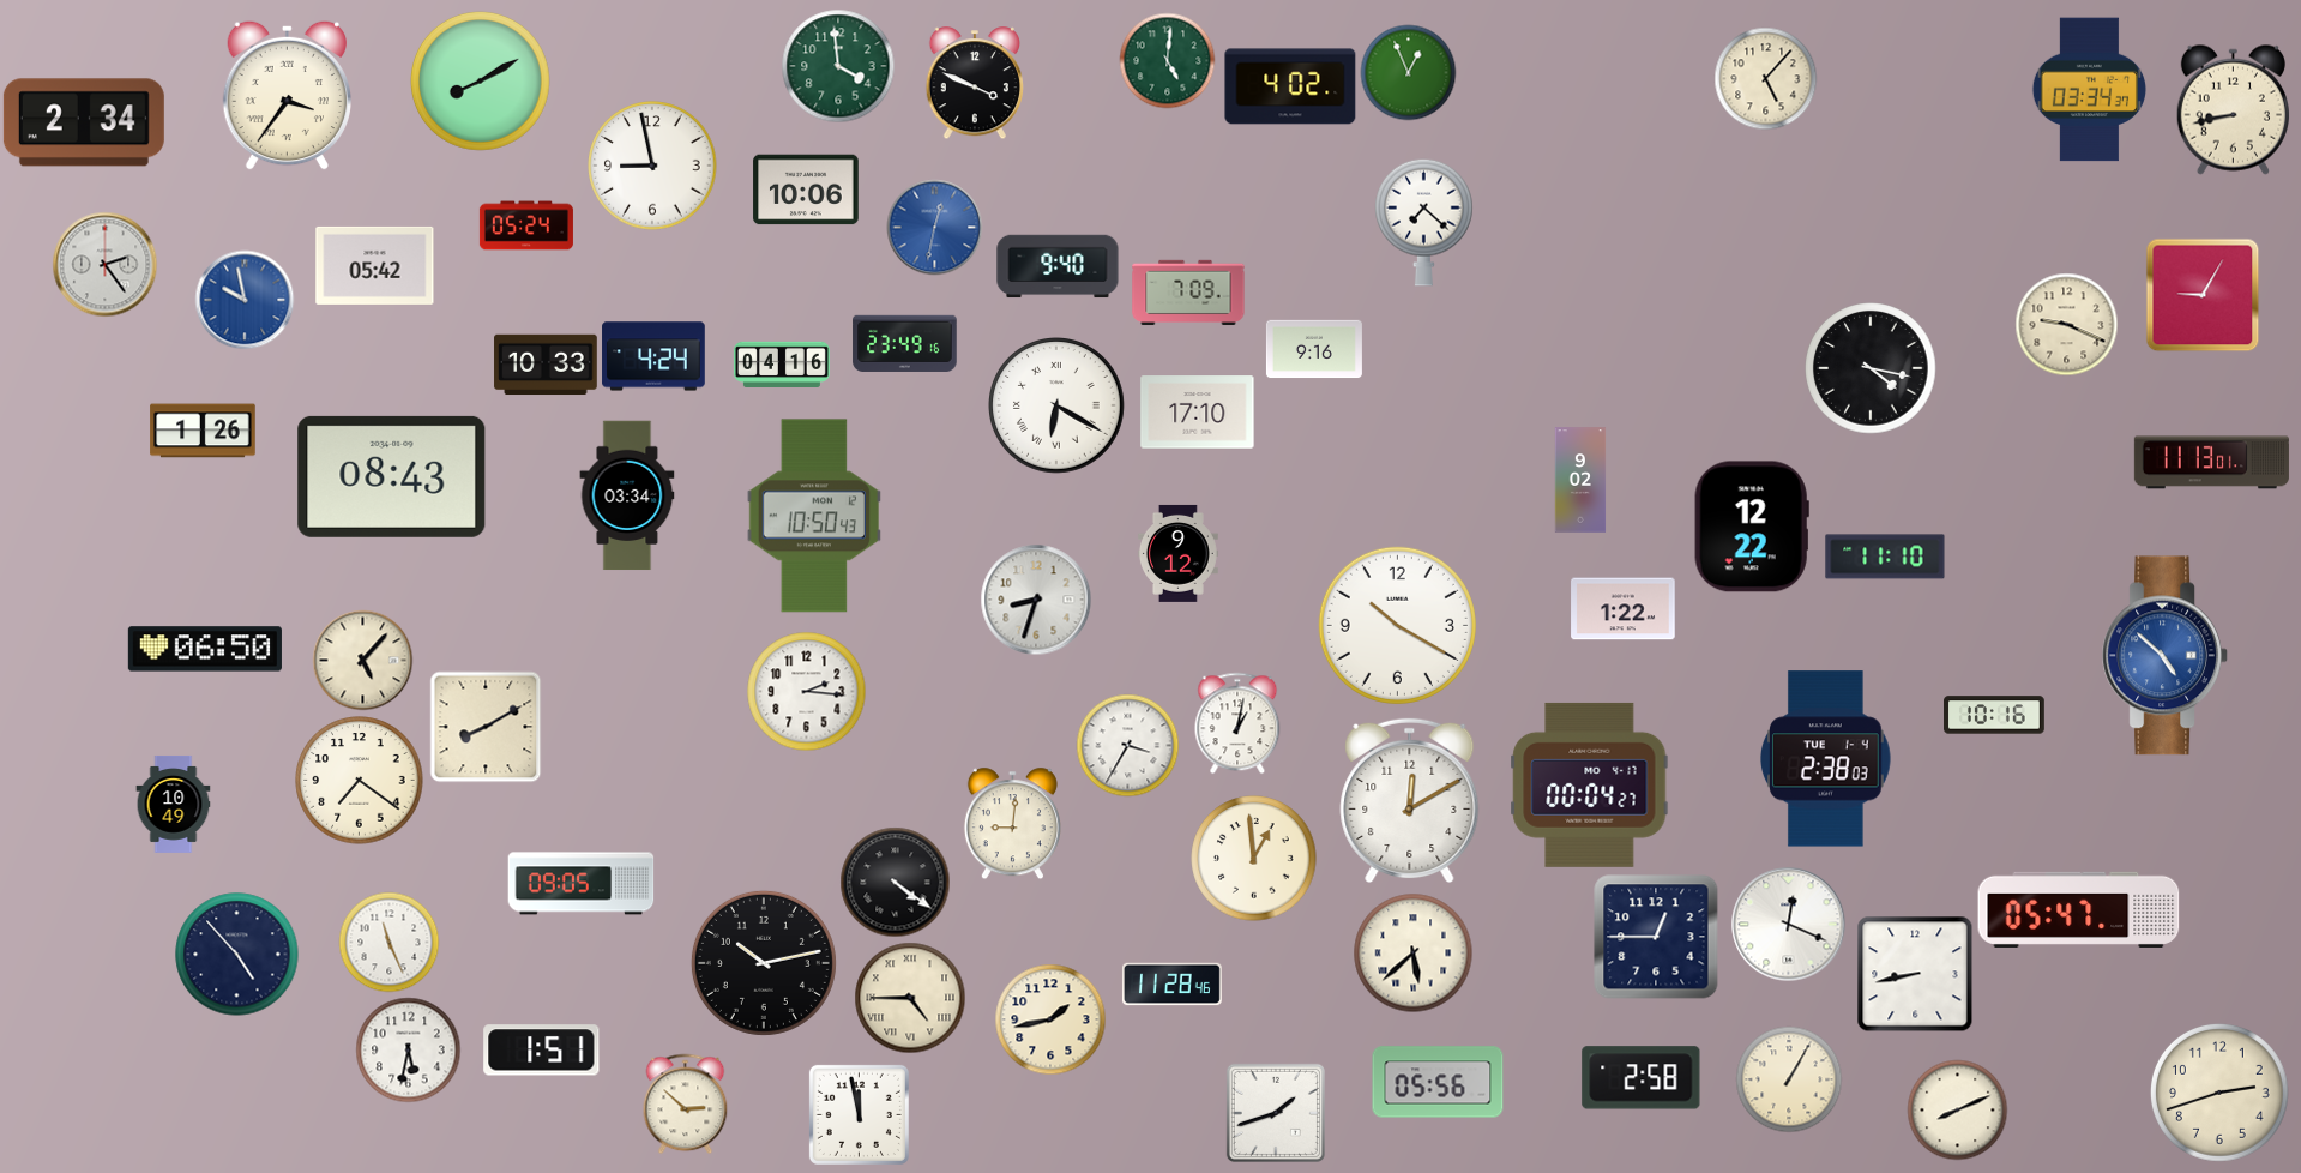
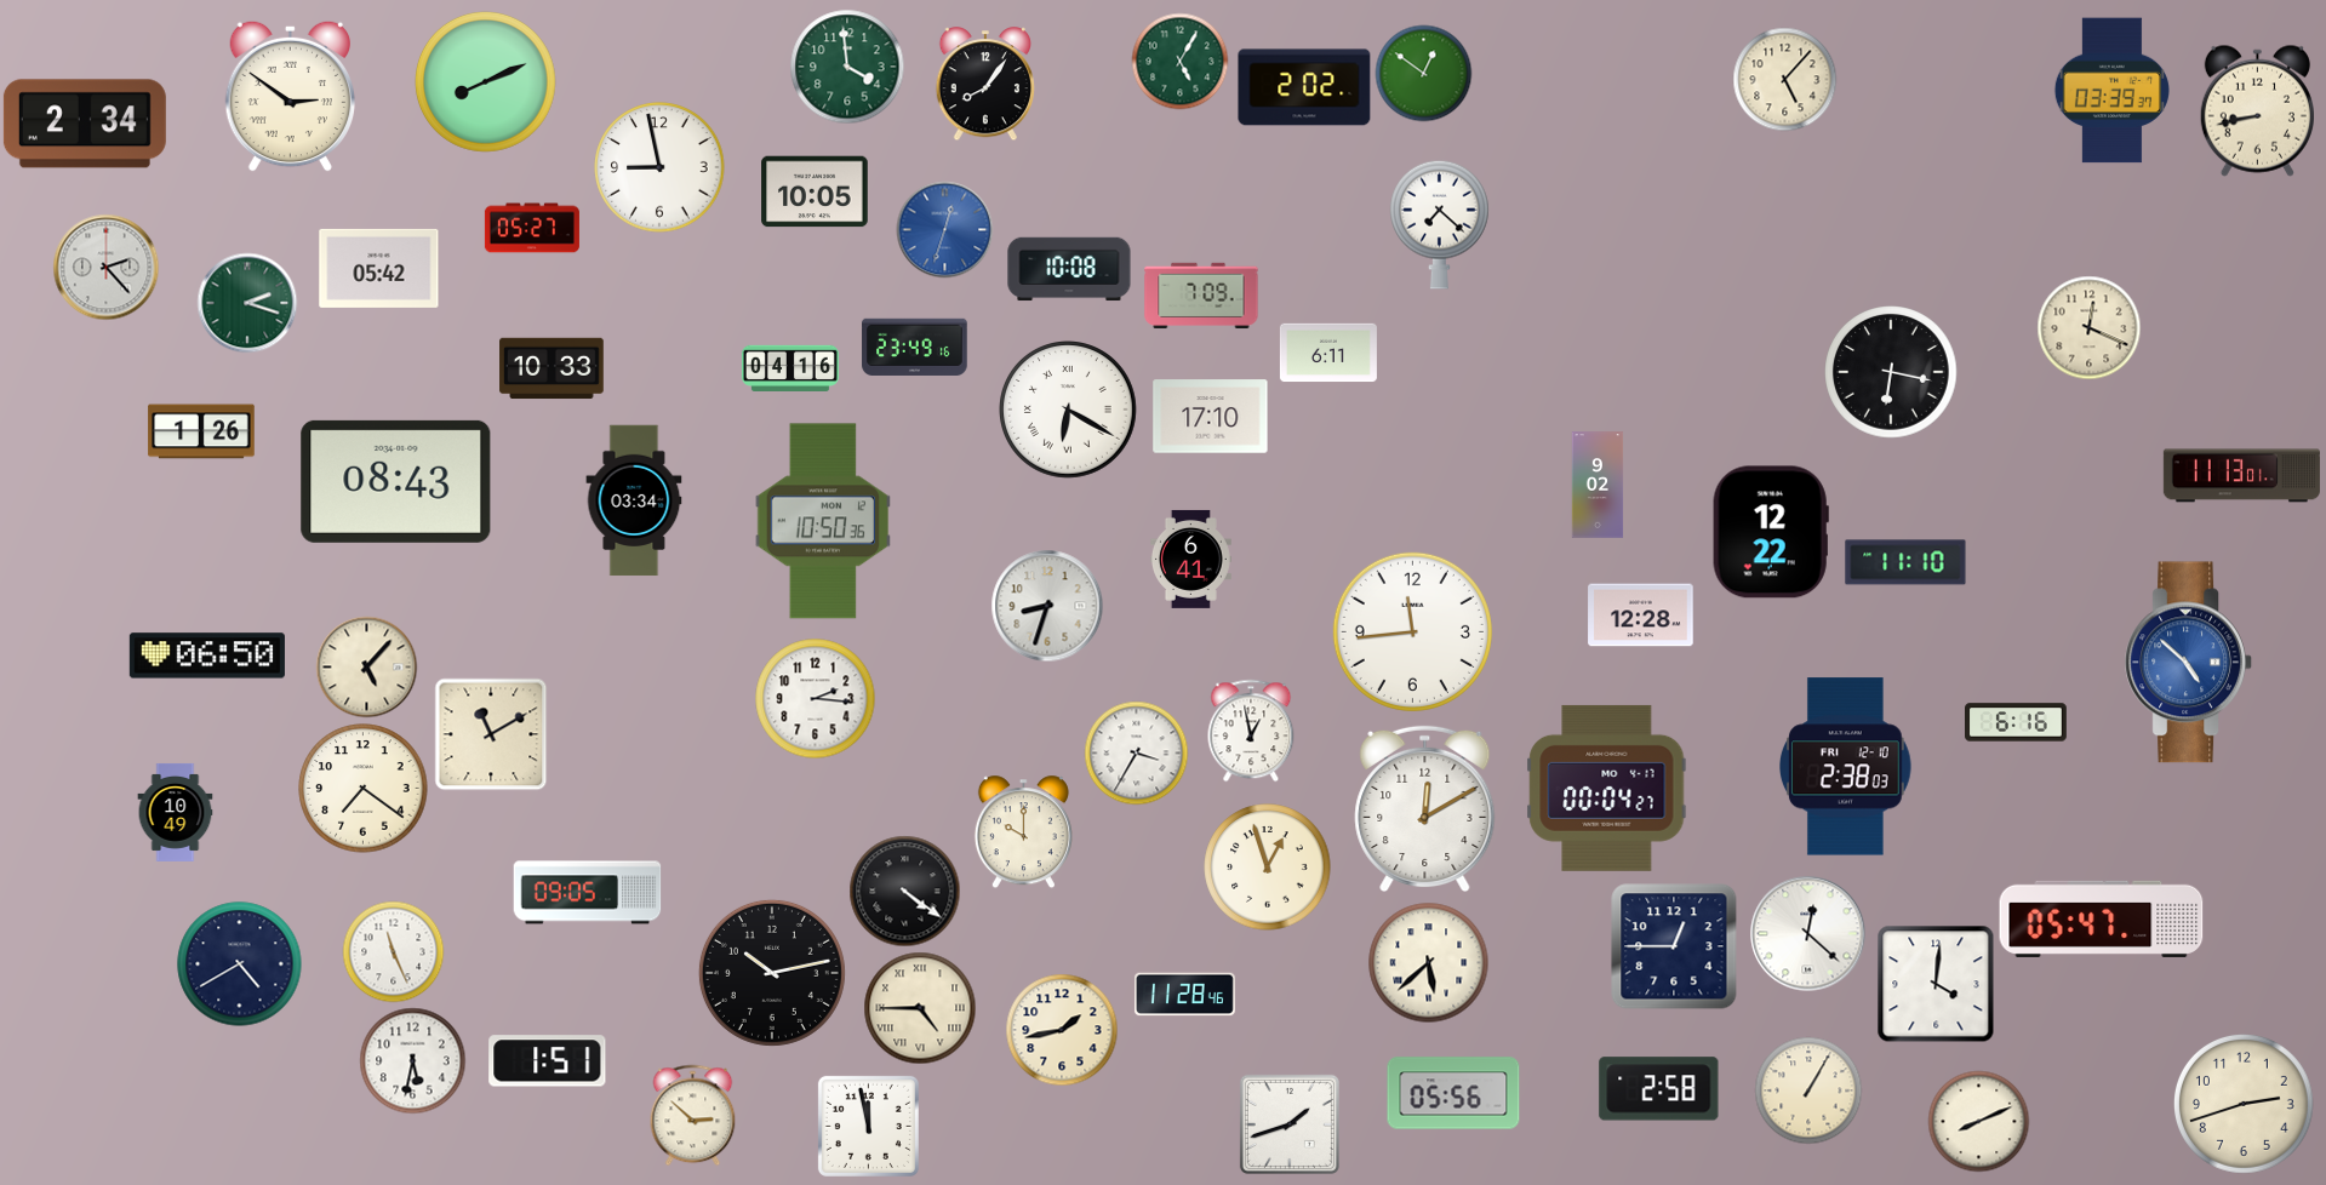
clock at (1167, 60): 5:01 -> 5:05
clock at (1408, 72): 12:56 -> 12:51
clock at (480, 80): 8:10 -> 8:11
clock at (974, 83): 3:49 -> 8:06
clock at (1290, 86): 4:02 -> 2:02
clock at (2089, 90): 03:34 -> 03:39
clock at (287, 95): 3:36 -> 2:51
clock at (806, 190): 10:06 -> 10:05
clock at (526, 225): 05:24 -> 05:27
clock at (934, 227): 12:32 -> 12:33
clock at (104, 264): 2:24 -> 2:23
clock at (1058, 266): 9:40 -> 10:08
clock at (2203, 295): 9:05 -> none
clock at (245, 300): 9:58 -> 2:18
clock at (245, 300) dial: blue -> green
clock at (2066, 324): 9:19 -> 12:19
clock at (1314, 349): 9:16 -> 6:11
clock at (653, 356): 4:24 -> none
clock at (1871, 368): 4:17 -> 6:17
clock at (203, 431) position: (203, 431) -> (201, 431)
clock at (2211, 463) position: (2211, 463) -> (2241, 476)
clock at (814, 516): 10:50:43 -> 10:50:36
clock at (1177, 553): 9:12 -> 6:41
clock at (1624, 609): 1:22 -> 12:28
clock at (1397, 625): 10:20 -> 11:44
clock at (1995, 715): 10:16 -> 6:16
clock at (1237, 723): 1:02 -> 12:58
clock at (486, 727): 8:10 -> 11:10
clock at (1127, 745) position: (1127, 745) -> (1136, 752)
clock at (1826, 759) date: TUE 1-4 -> FRI 12-10
clock at (1590, 784) position: (1590, 784) -> (1607, 788)
clock at (1012, 823): 9:01 -> 10:00
clock at (1254, 859): 12:59 -> 12:57
clock at (1788, 924): 12:19 -> 12:22
clock at (237, 955): 4:53 -> 4:40
clock at (1915, 974): 8:43 -> 4:01
